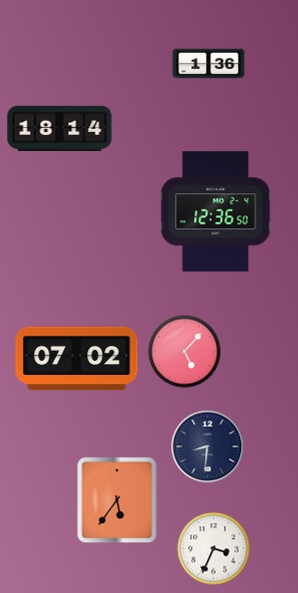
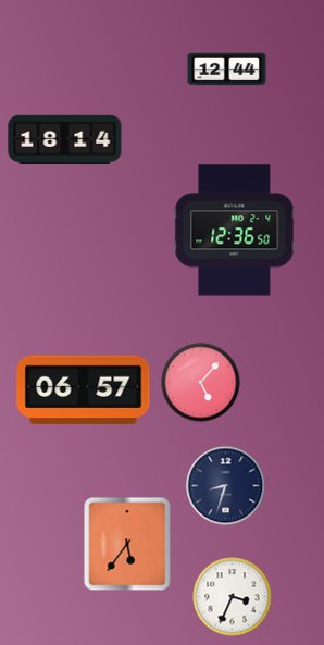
clock at (209, 64): 1:36 -> 12:44
clock at (77, 359): 07:02 -> 06:57
clock at (208, 447): 8:31 -> 8:33
